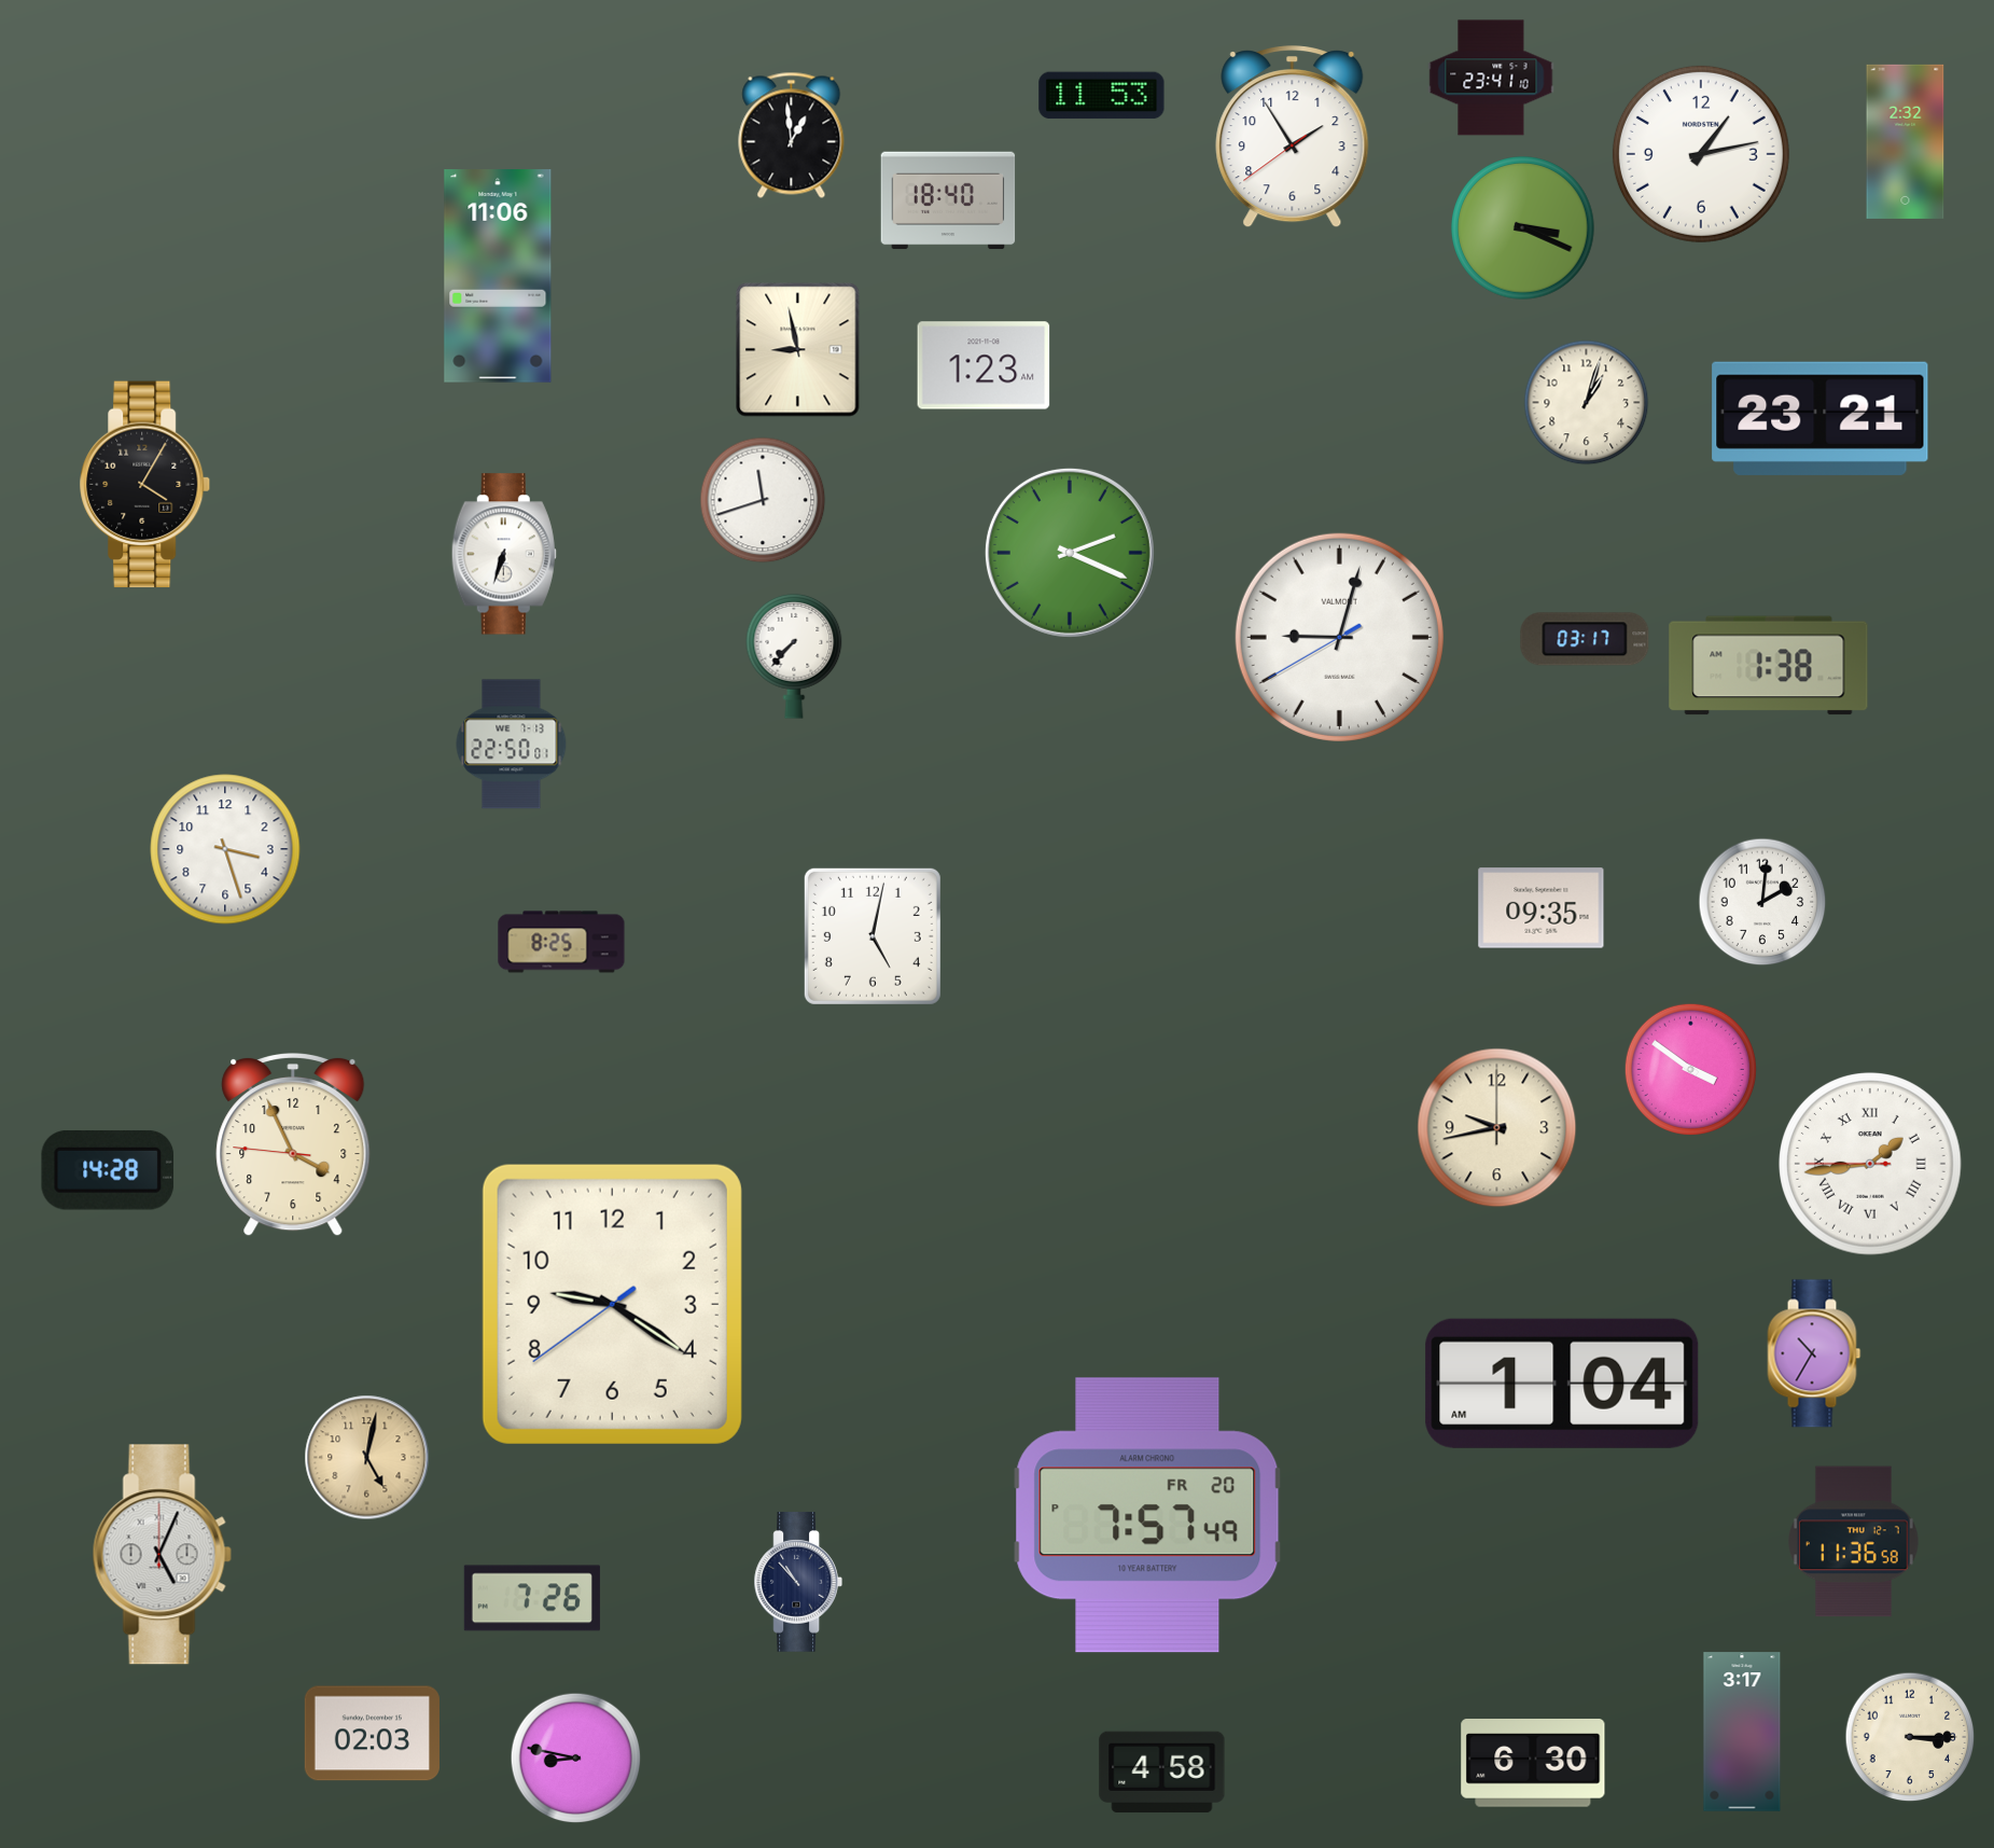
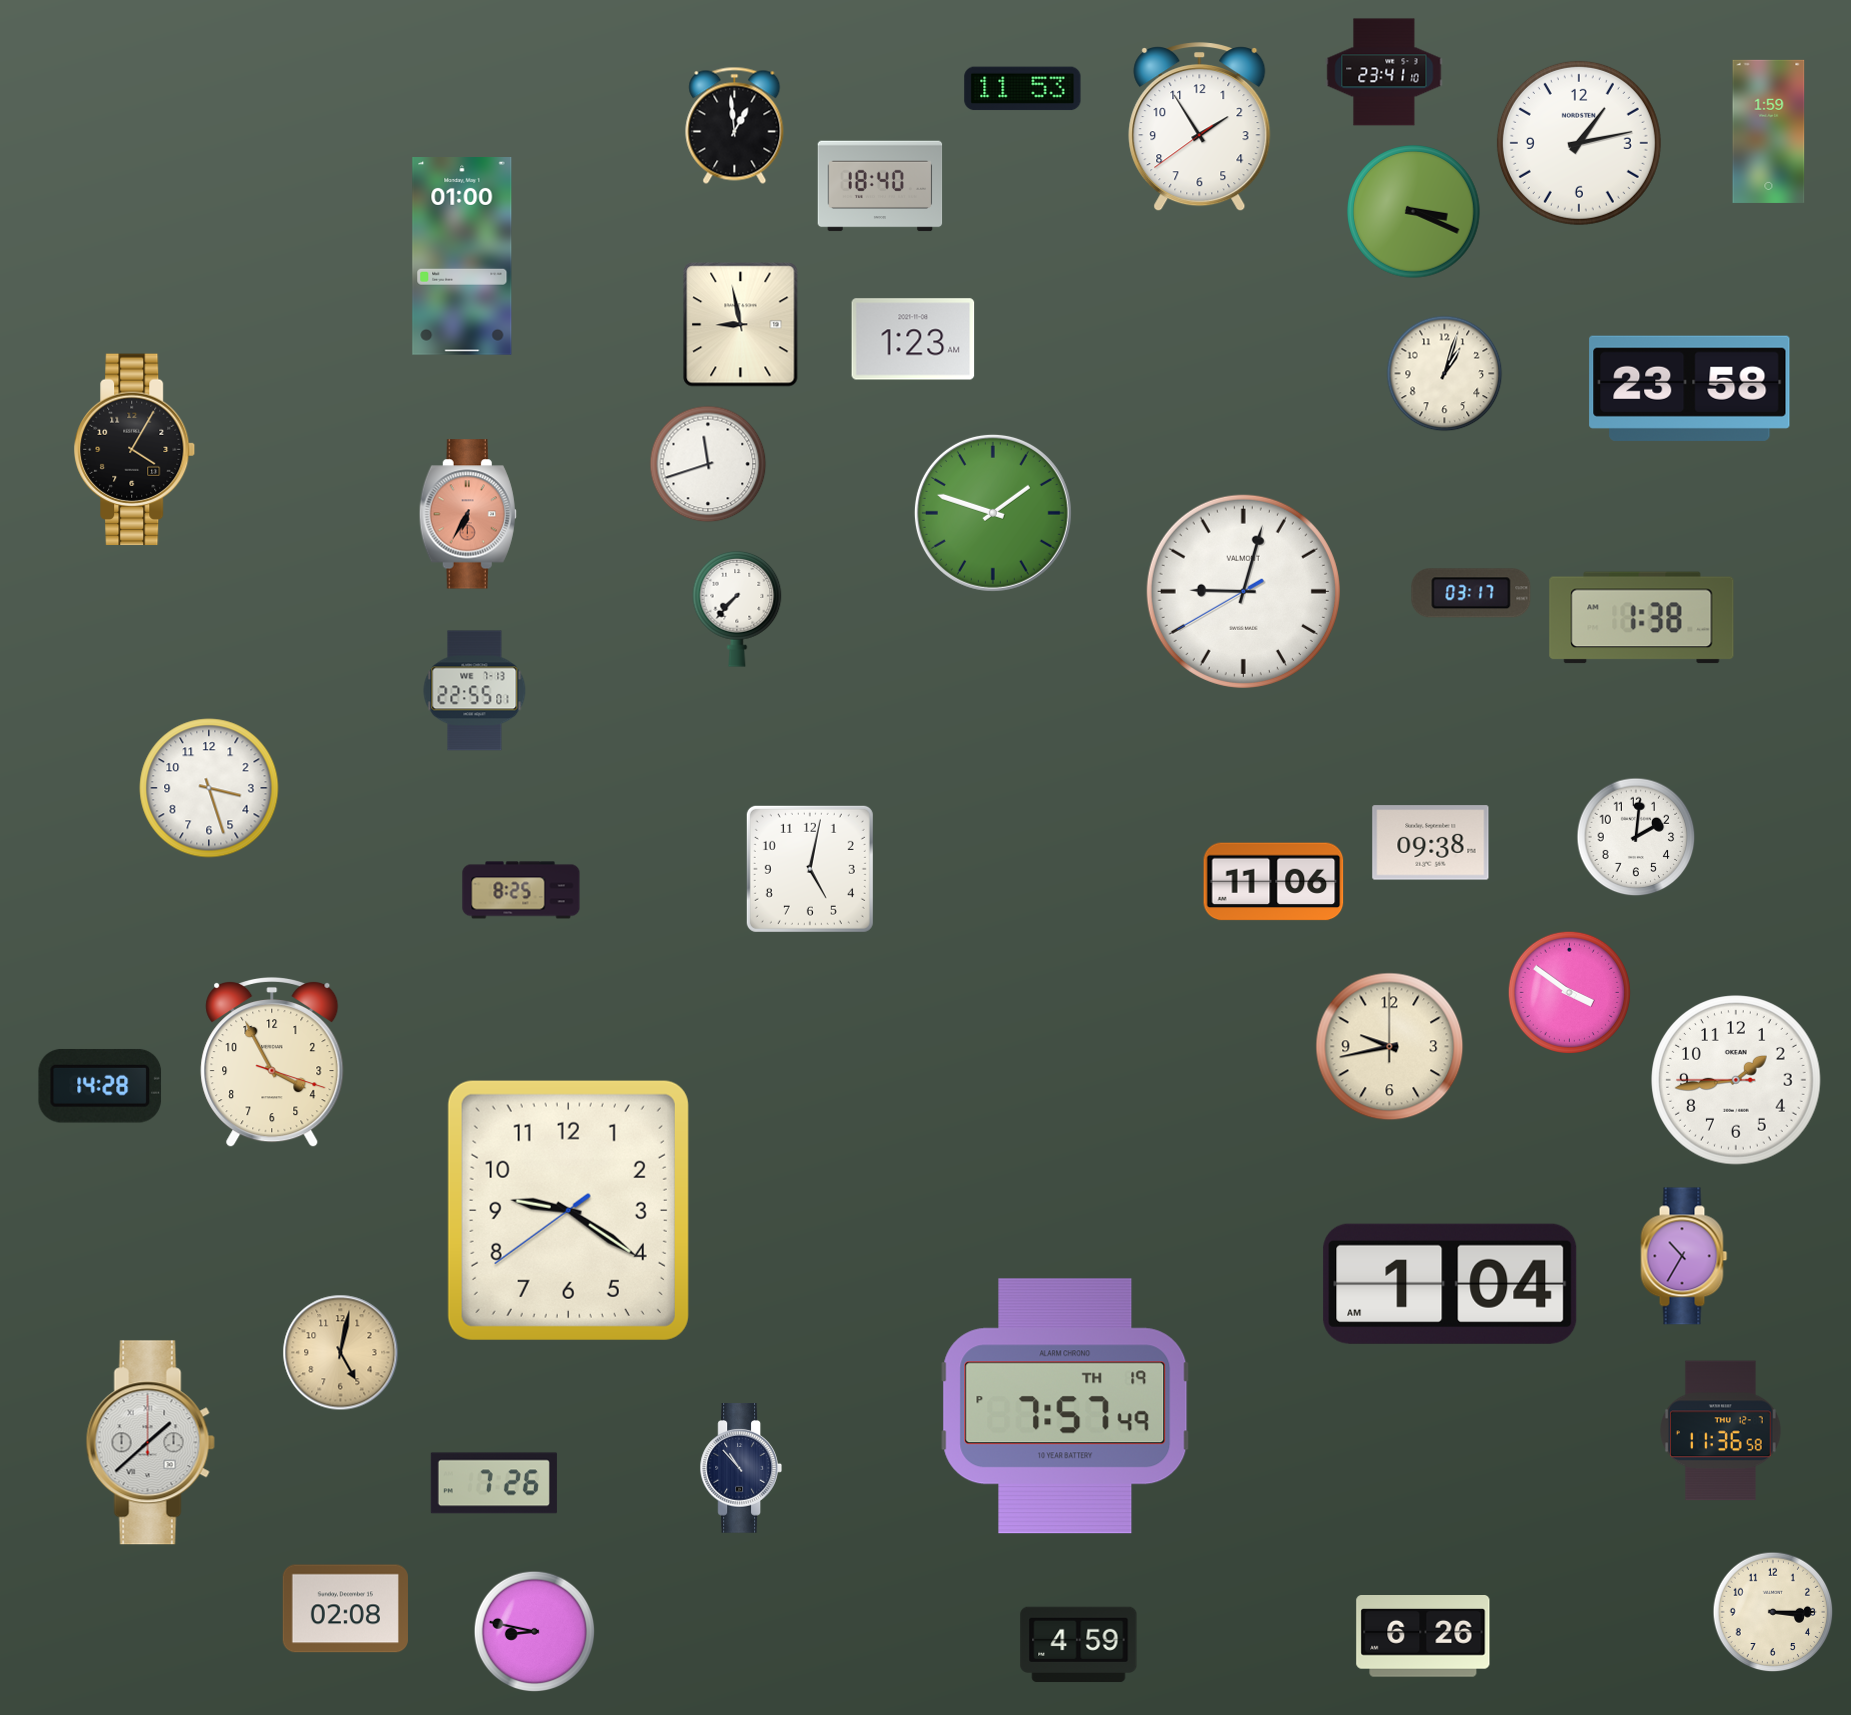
clock at (1906, 141): 2:32 -> 1:59
clock at (498, 277): 11:06 -> 01:00
clock at (1587, 403) position: (1587, 403) -> (1445, 374)
clock at (1821, 418): 23:21 -> 23:58
clock at (1070, 553): 2:19 -> 1:48
clock at (504, 554): 6:33 -> 6:35
clock at (504, 554) dial: white -> salmon
clock at (512, 745): 22:50 -> 22:55
clock at (1542, 908): 09:35 -> 09:38
clock at (561, 942) position: (561, 942) -> (521, 890)
clock at (1274, 882): none -> 11:06
clock at (293, 1144): 3:55:46 -> 3:55:18
clock at (1870, 1164) numerals: Roman -> Arabic
clock at (1147, 1515) date: FR 20 -> TH 19
clock at (162, 1555): 5:04 -> 1:38
clock at (1742, 1732): 3:17 -> none
clock at (372, 1734): 02:03 -> 02:08
clock at (1533, 1763): 6:30 -> 6:26
clock at (1162, 1773): 4:58 -> 4:59
